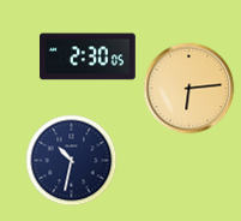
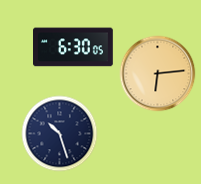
clock at (89, 56): 2:30 -> 6:30
clock at (72, 161): 10:32 -> 10:27
